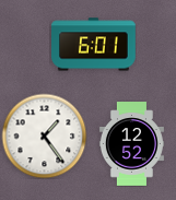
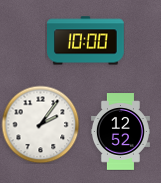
clock at (94, 45): 6:01 -> 10:00
clock at (44, 136): 1:24 -> 2:06
